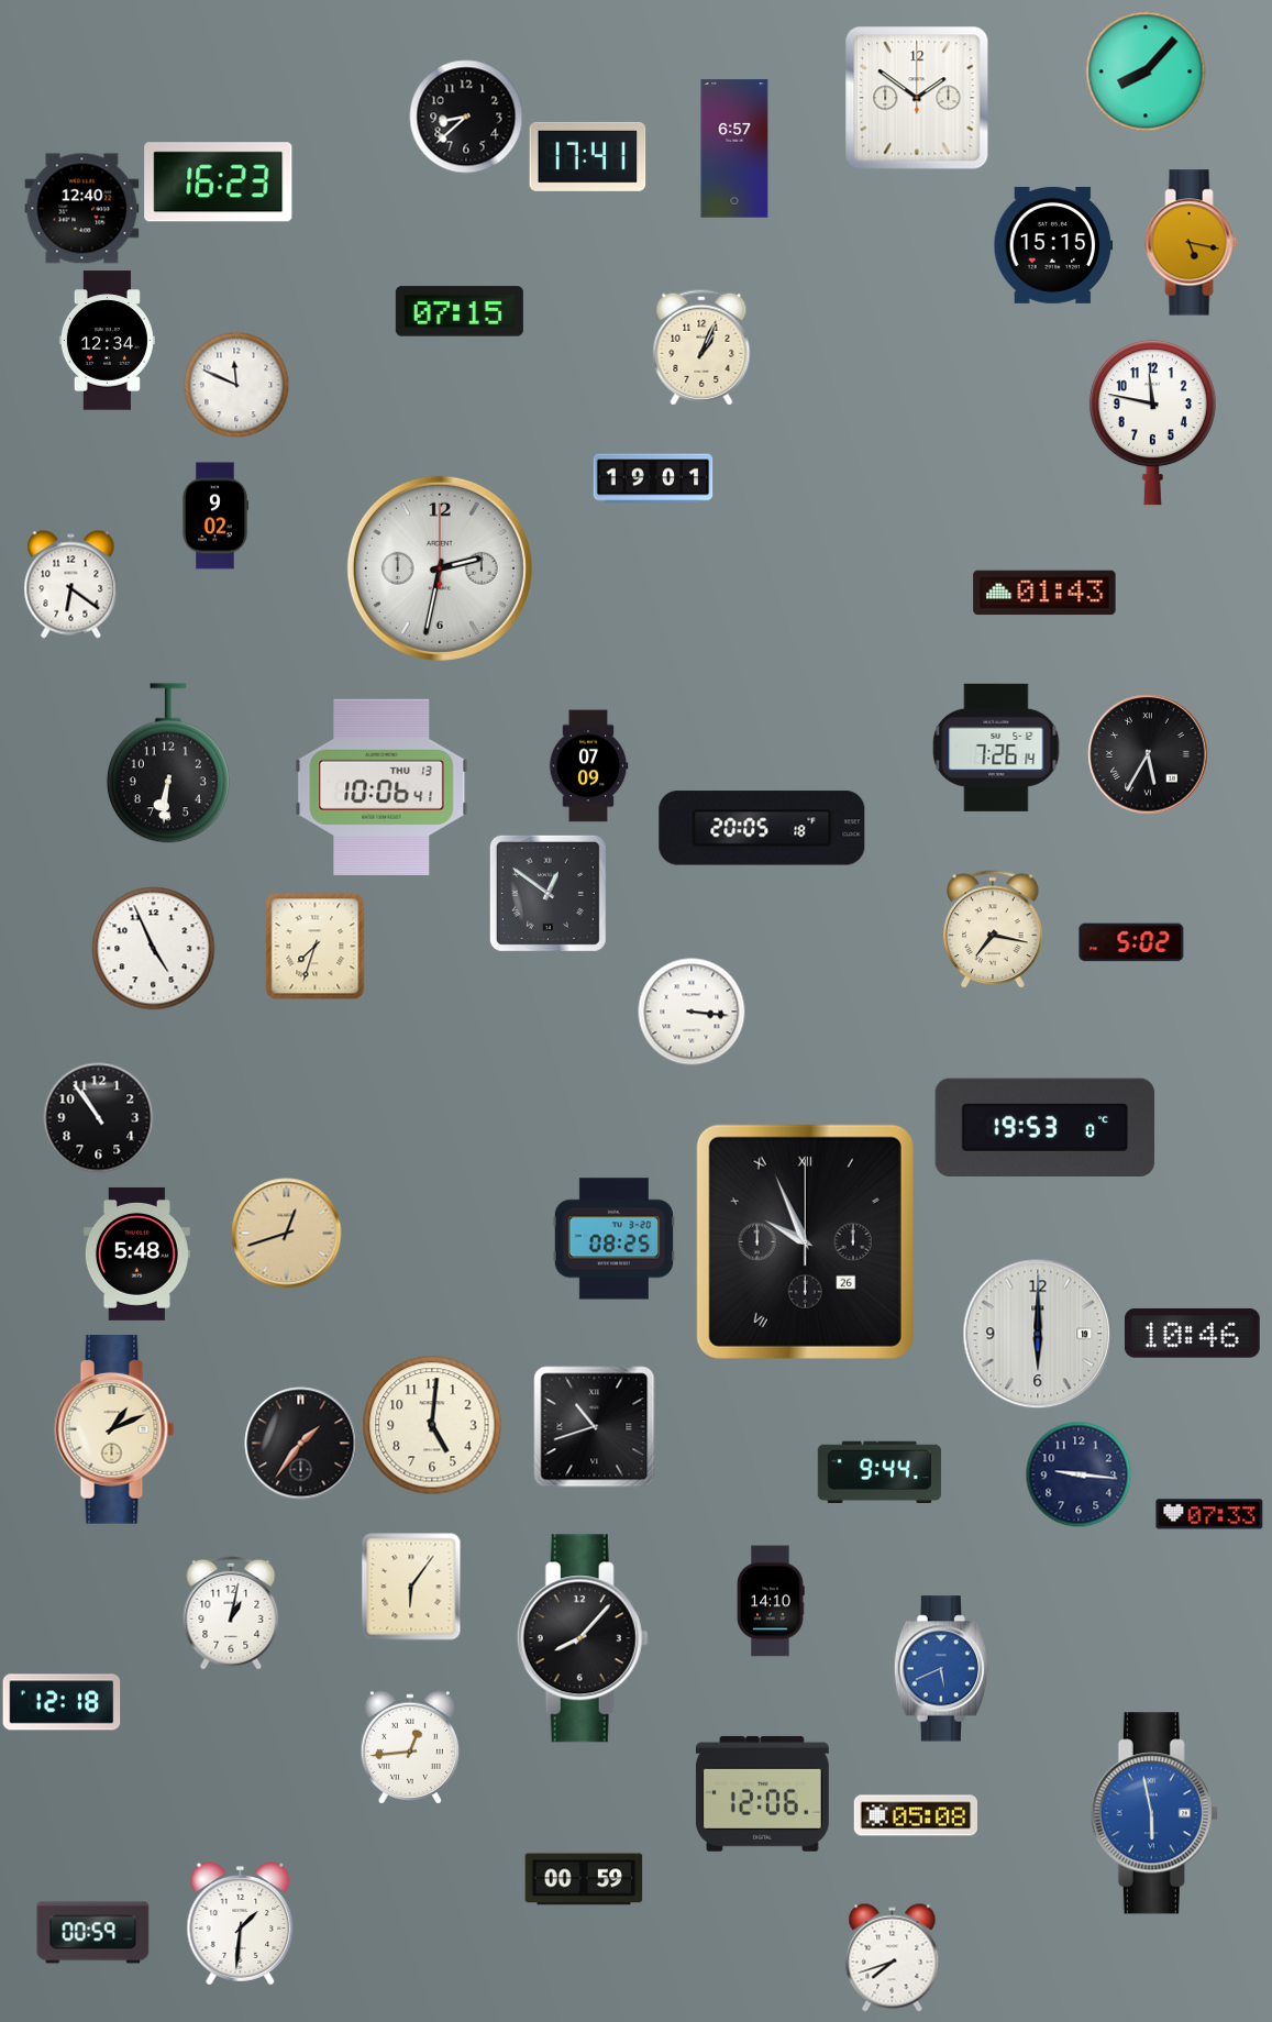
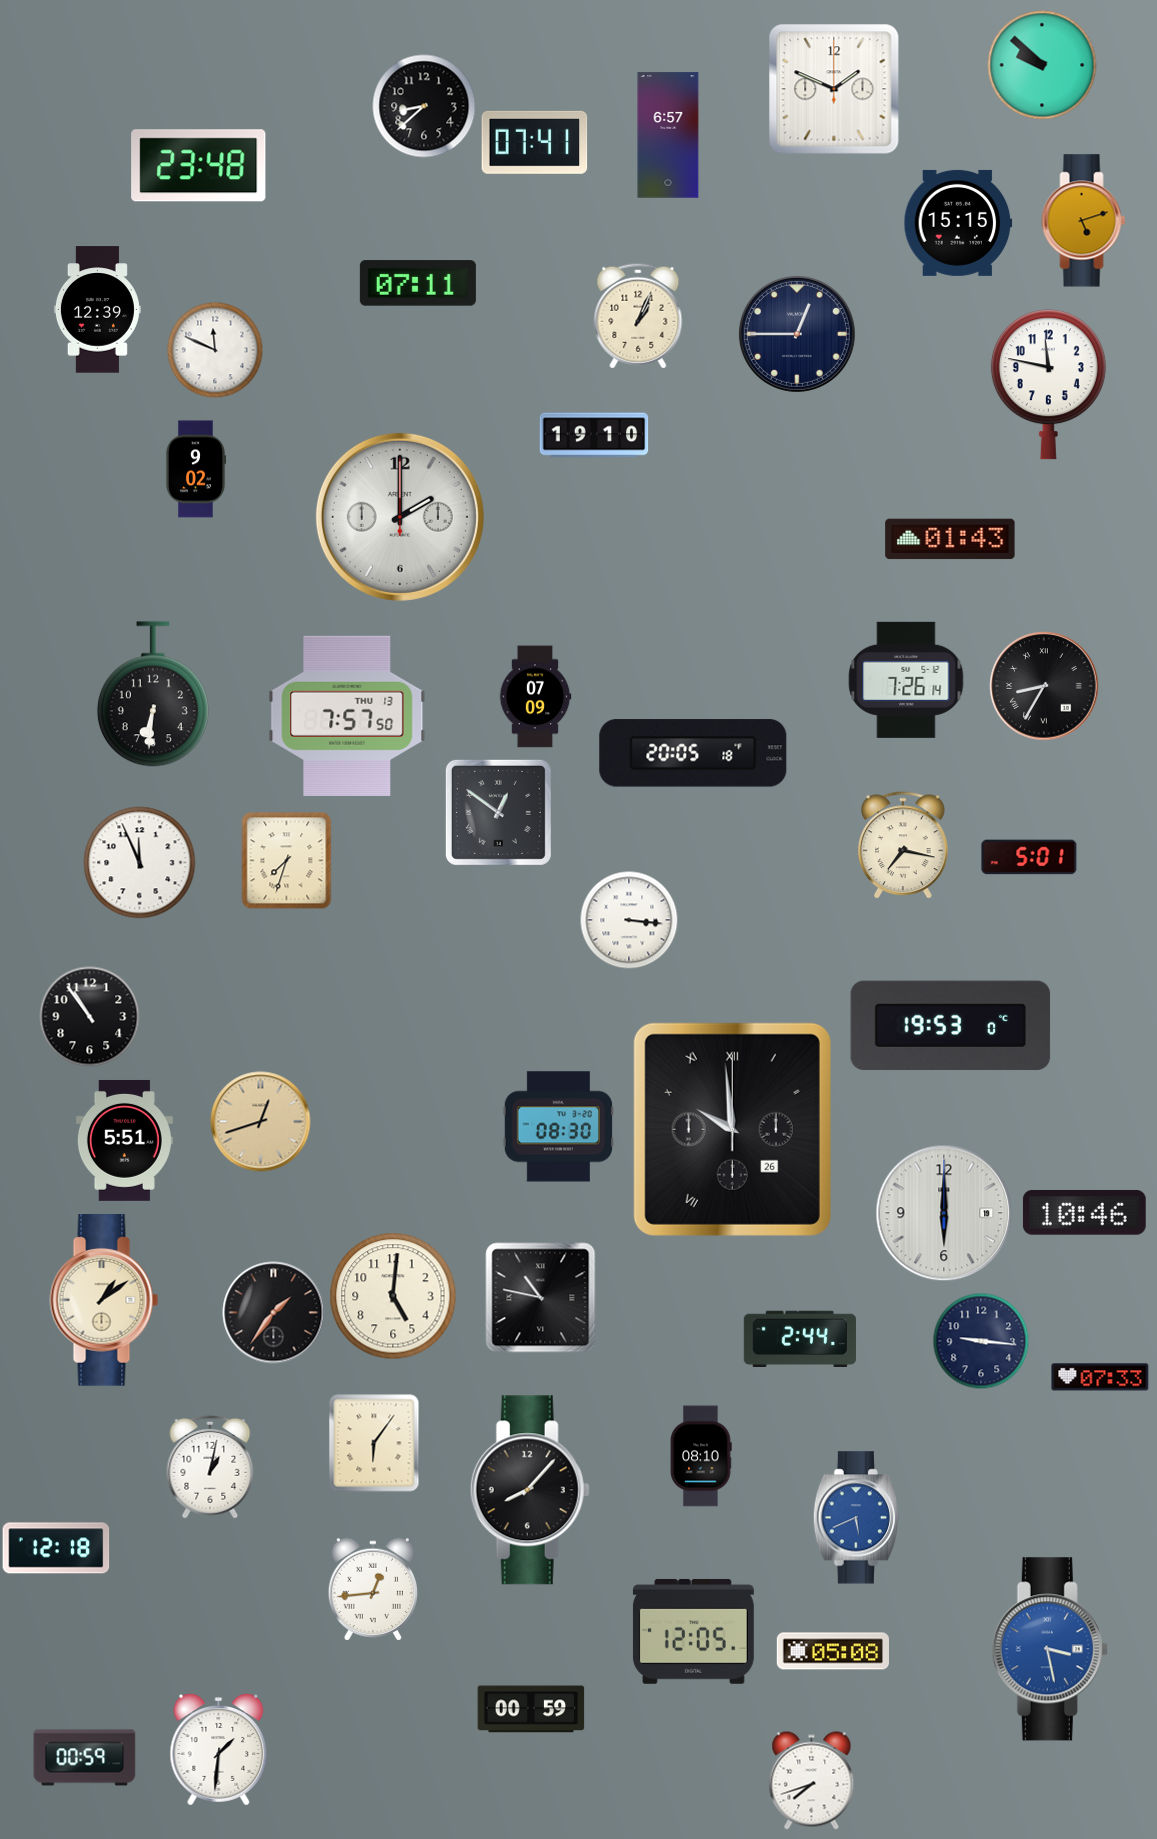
clock at (1146, 71): 8:07 -> 9:52
clock at (917, 98): 1:51 -> 1:49
clock at (588, 156): 17:41 -> 07:41
clock at (219, 183): 16:23 -> 23:48
clock at (82, 209): 12:40 -> none
clock at (1192, 243): 5:17 -> 5:12
clock at (460, 311): 07:15 -> 07:11
clock at (107, 341): 12:34 -> 12:39
clock at (797, 334): none -> 12:45
clock at (653, 478): 19:01 -> 19:10
clock at (440, 568): 2:32 -> 2:00
clock at (71, 585): 6:21 -> none
clock at (1148, 754): 5:35 -> 8:35
clock at (381, 787): 10:06 -> 7:57
clock at (1131, 942): 5:02 -> 5:01
clock at (154, 949): 4:56 -> 11:56
clock at (613, 1239): 08:25 -> 08:30
clock at (805, 1241): 9:56 -> 9:59
clock at (136, 1253): 5:48 -> 5:51
clock at (595, 1427): 10:42 -> 10:47
clock at (114, 1430): 1:11 -> 1:09
clock at (880, 1471): 9:44 -> 2:44
clock at (771, 1601): 14:10 -> 08:10
clock at (762, 1793): 12:06 -> 12:05
clock at (1154, 1813): 5:58 -> 3:28
